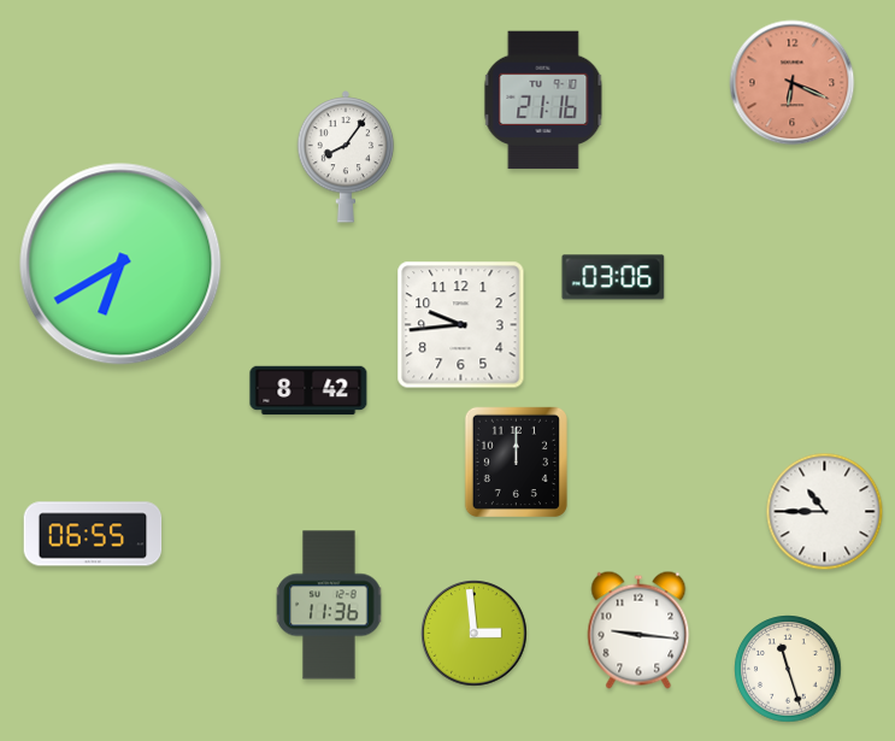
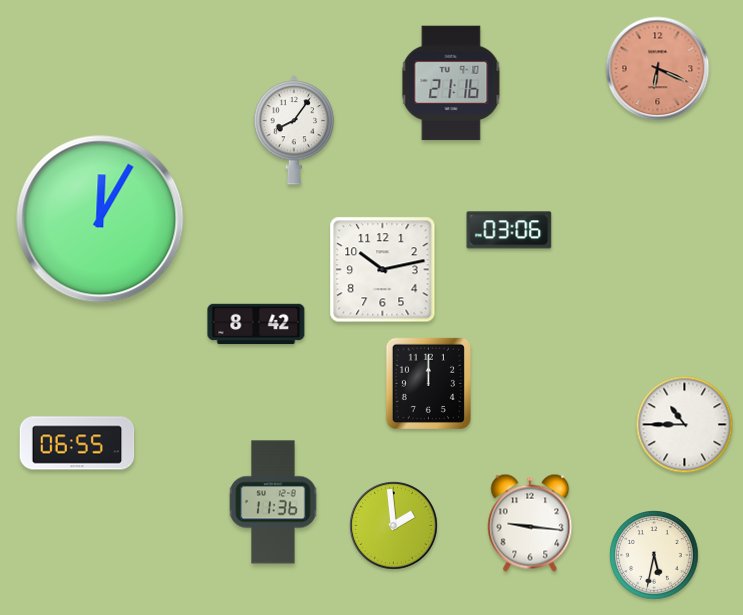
clock at (346, 157) position: (346, 157) -> (294, 130)
clock at (120, 264): 6:40 -> 12:05
clock at (461, 325): 9:44 -> 10:13
clock at (475, 634): 2:59 -> 1:59
clock at (788, 669): 11:27 -> 5:32
